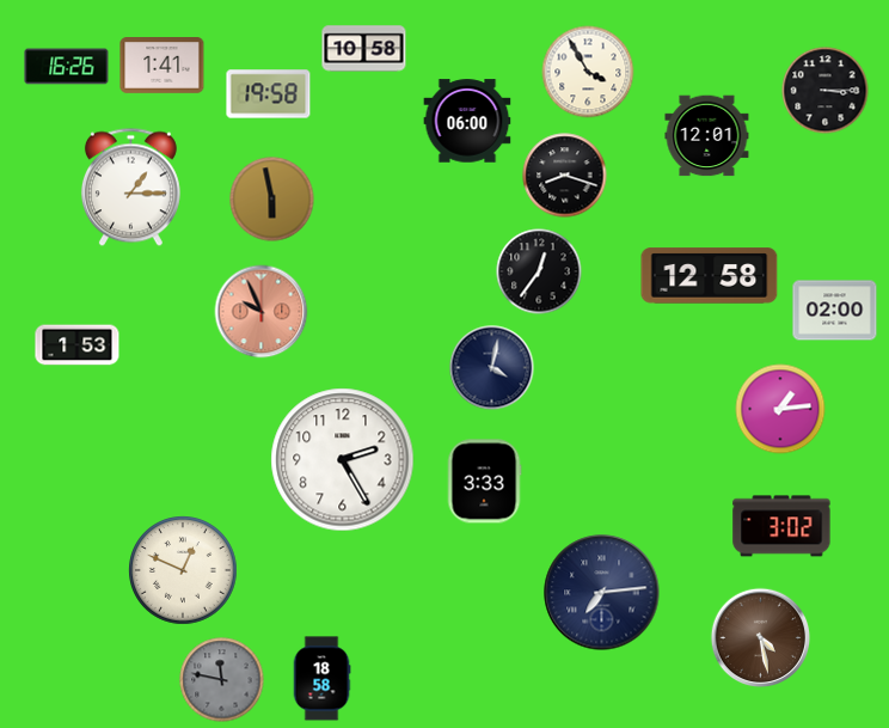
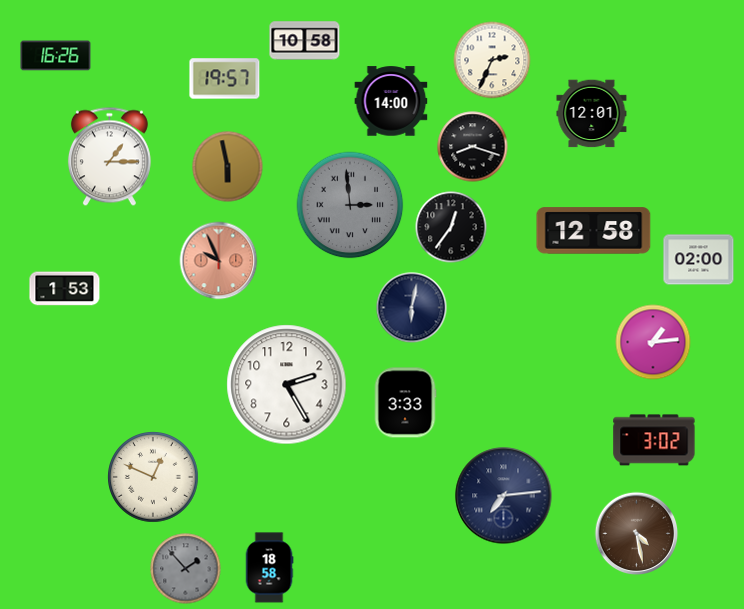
clock at (163, 66): 1:41 -> none
clock at (588, 72): 3:55 -> 2:34
clock at (826, 91): 3:15 -> none
clock at (269, 94): 19:58 -> 19:57
clock at (467, 121): 06:00 -> 14:00
clock at (350, 205): none -> 2:59
clock at (492, 368): 4:02 -> 6:02
clock at (222, 680): 11:47 -> 1:53
